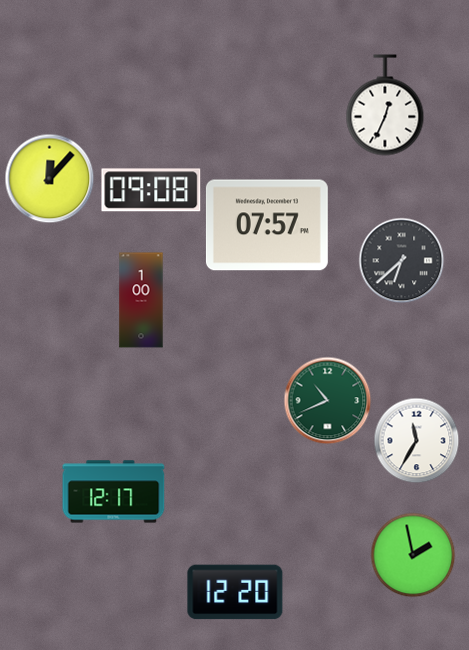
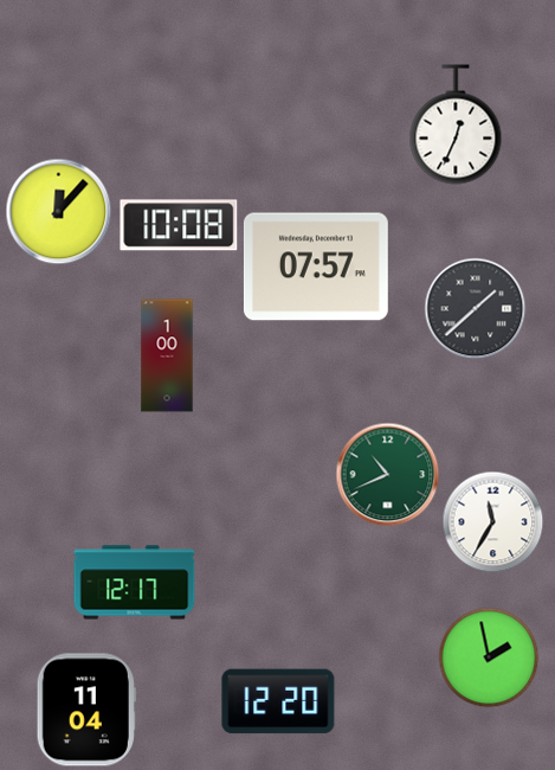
clock at (151, 190): 09:08 -> 10:08
clock at (401, 260): 6:38 -> 1:38
clock at (86, 710): none -> 11:04
